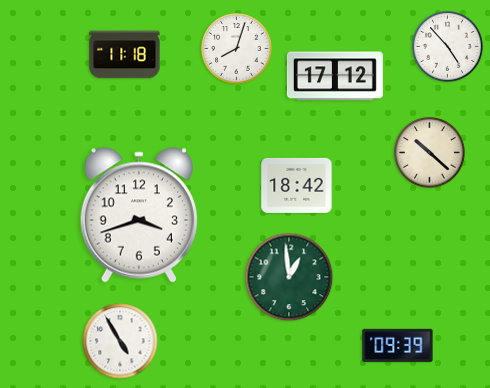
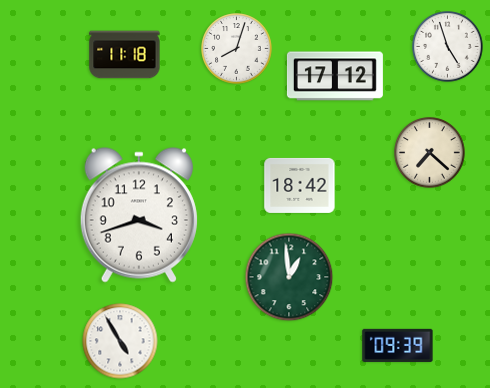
clock at (448, 47): 4:53 -> 4:57
clock at (430, 153): 10:22 -> 7:22
clock at (297, 185) position: (297, 185) -> (300, 185)
